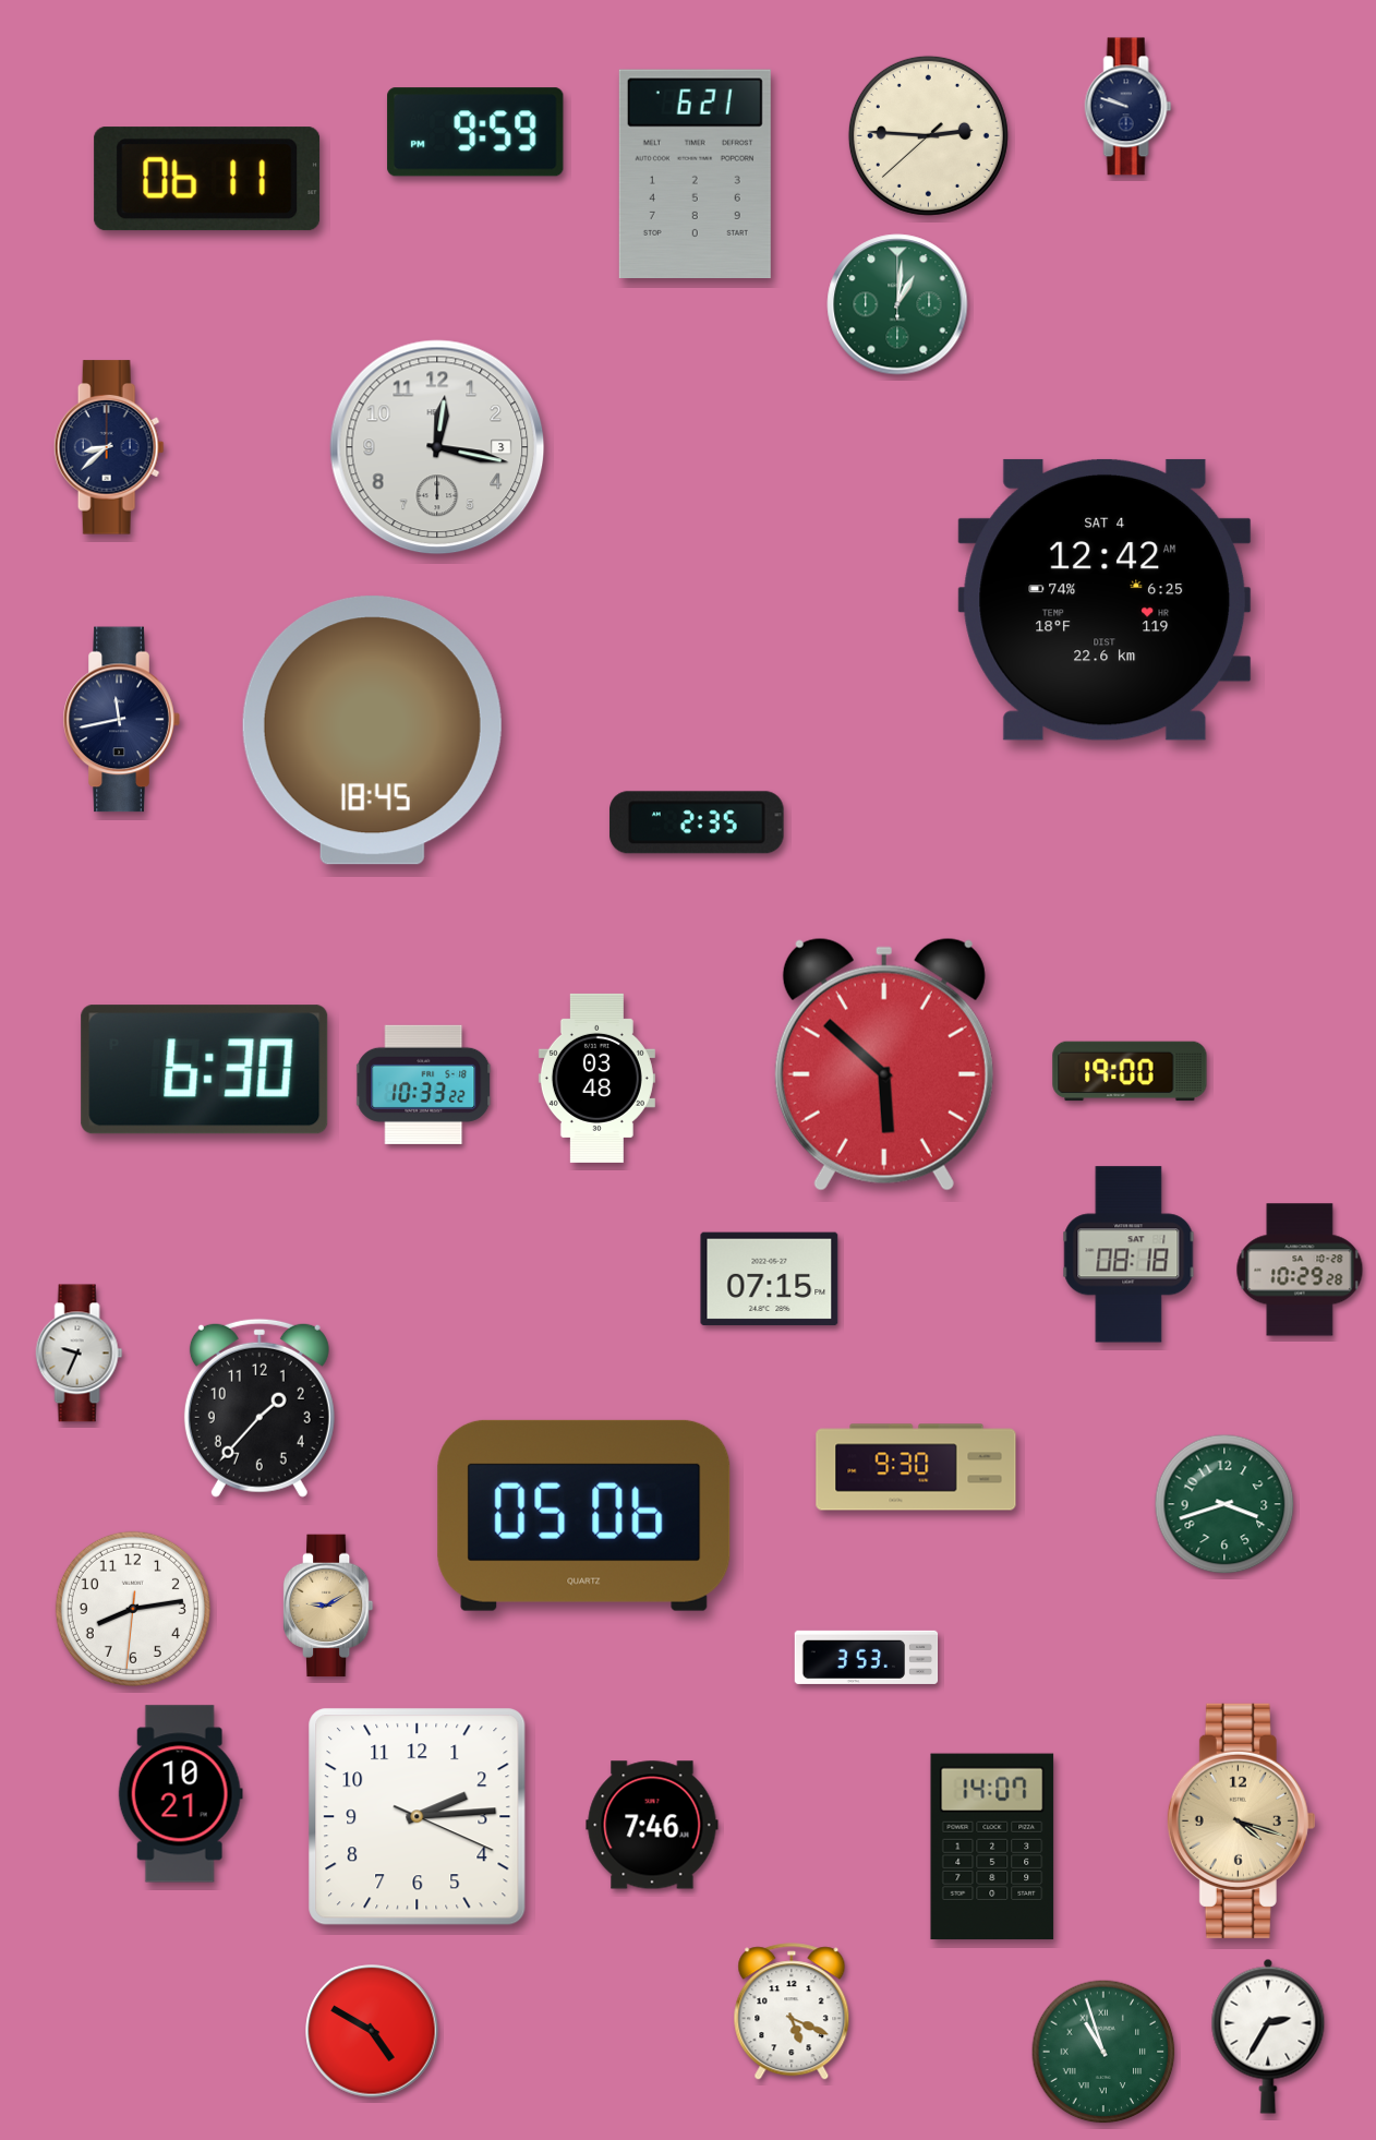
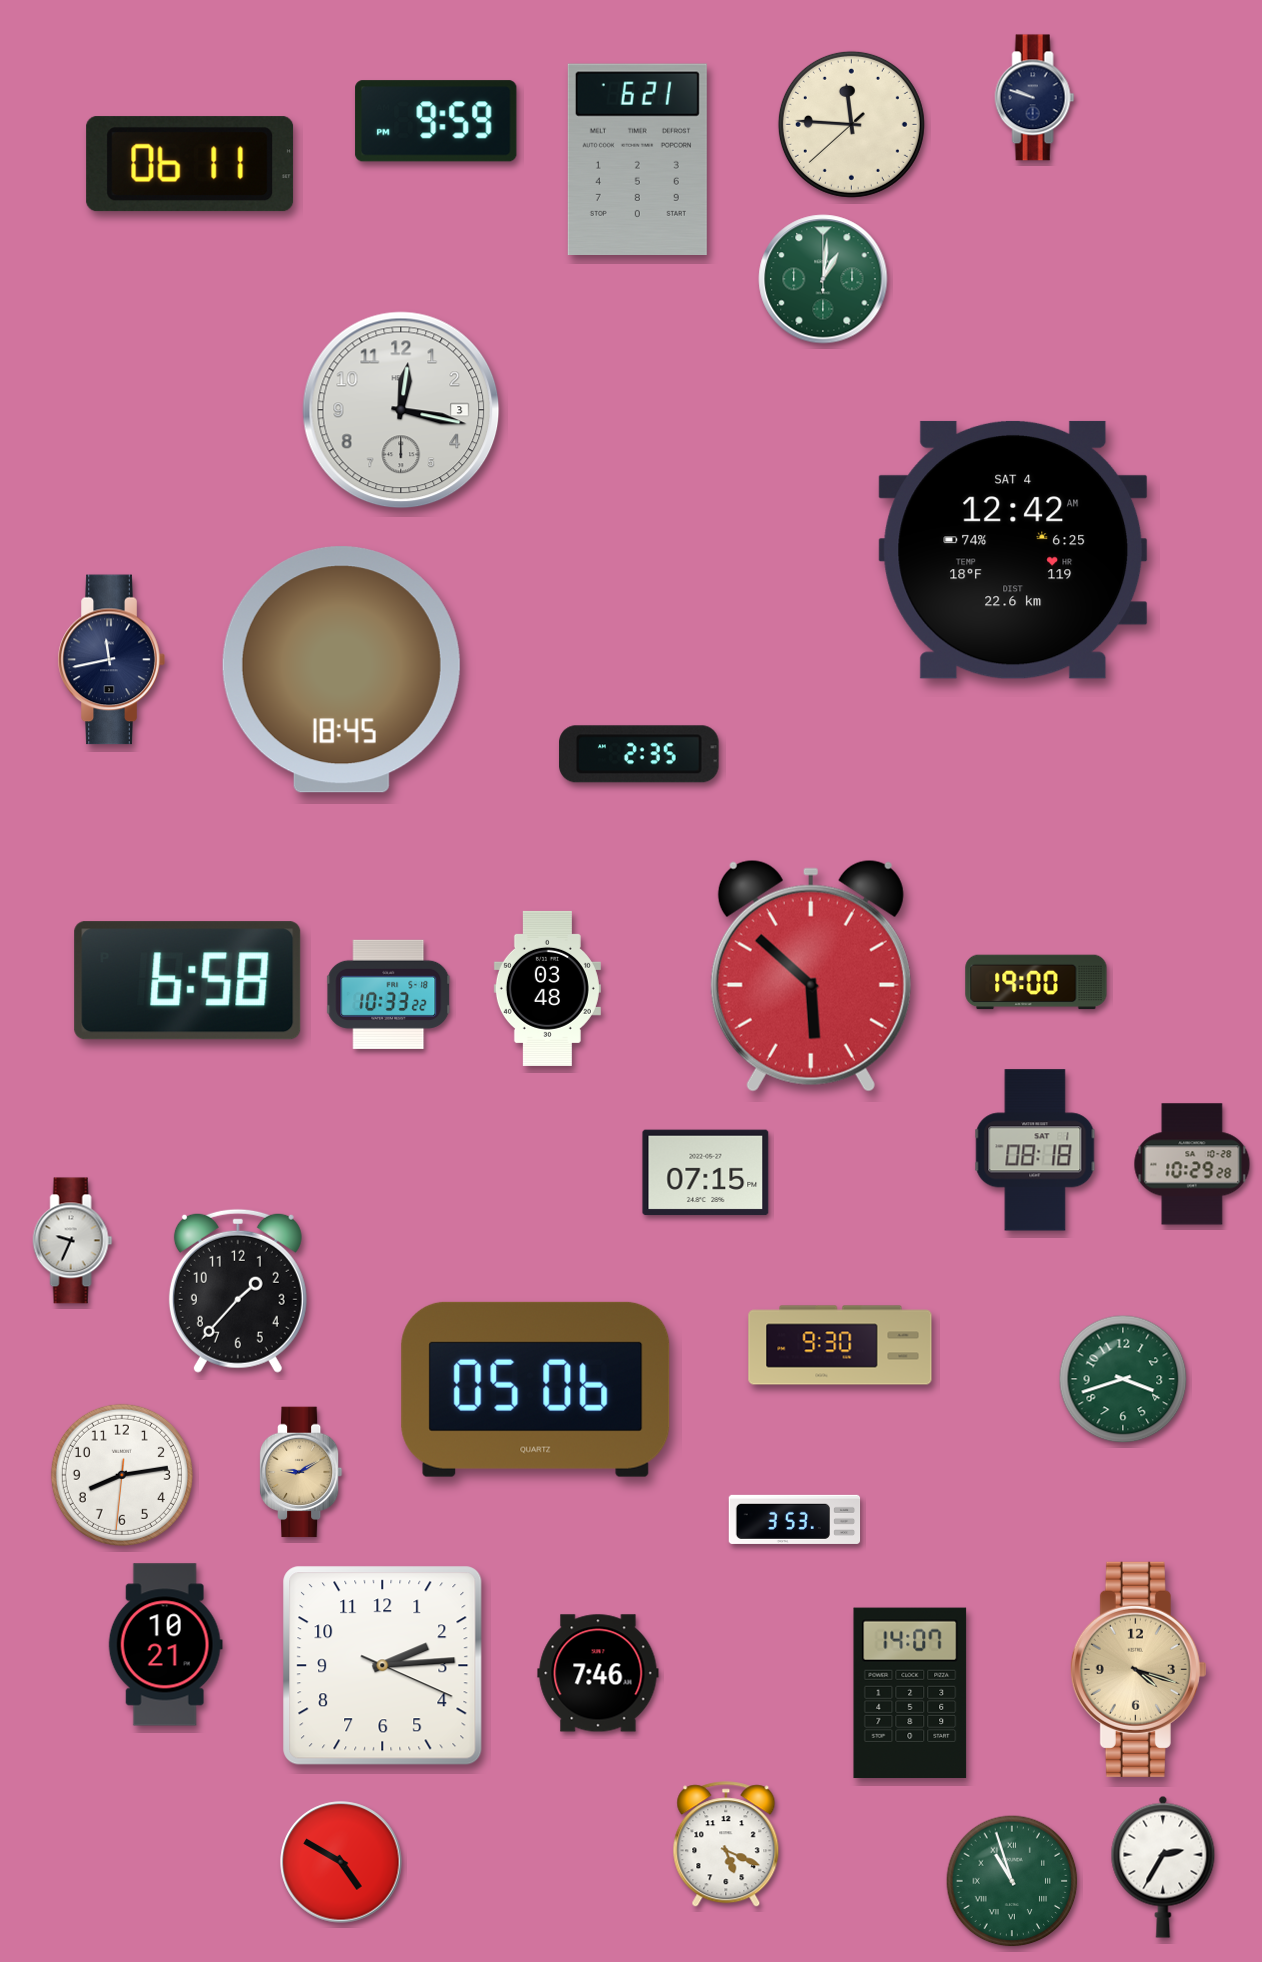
clock at (928, 135): 2:45 -> 11:45
clock at (109, 447): 8:38 -> none
clock at (205, 1070): 6:30 -> 6:58
